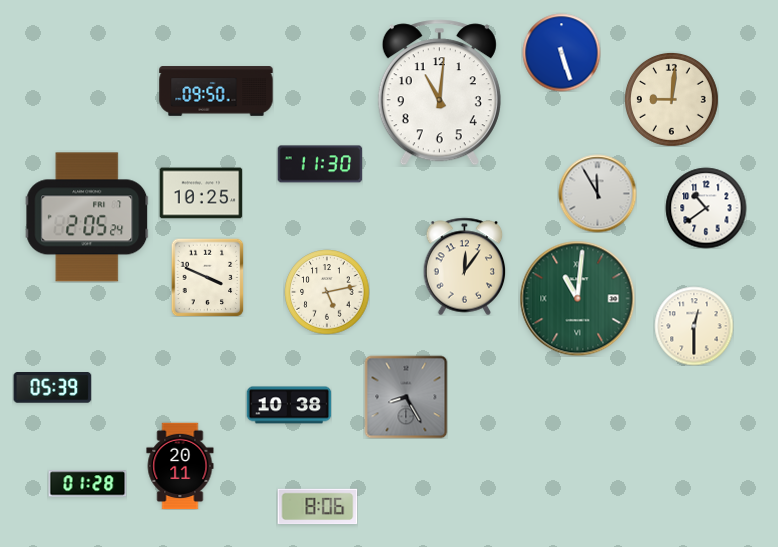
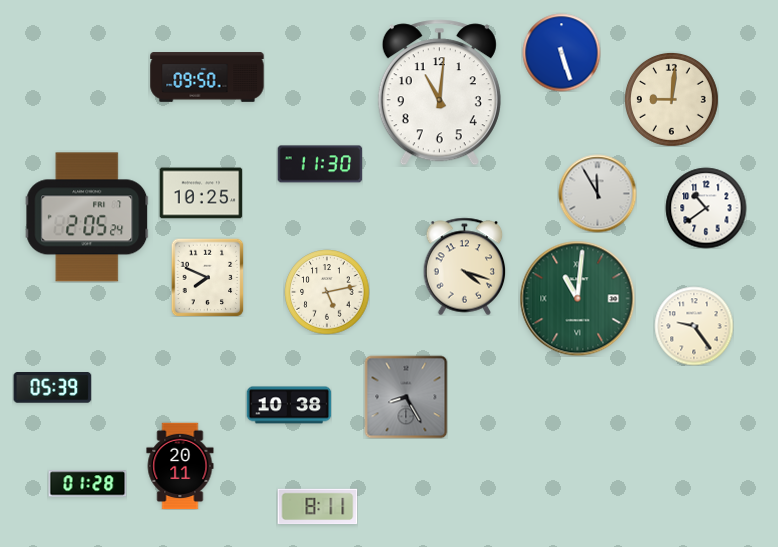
clock at (216, 91) position: (216, 91) -> (207, 77)
clock at (465, 266): 12:06 -> 4:18
clock at (208, 277): 3:49 -> 7:49
clock at (694, 326): 12:30 -> 9:24
clock at (317, 507): 8:06 -> 8:11
